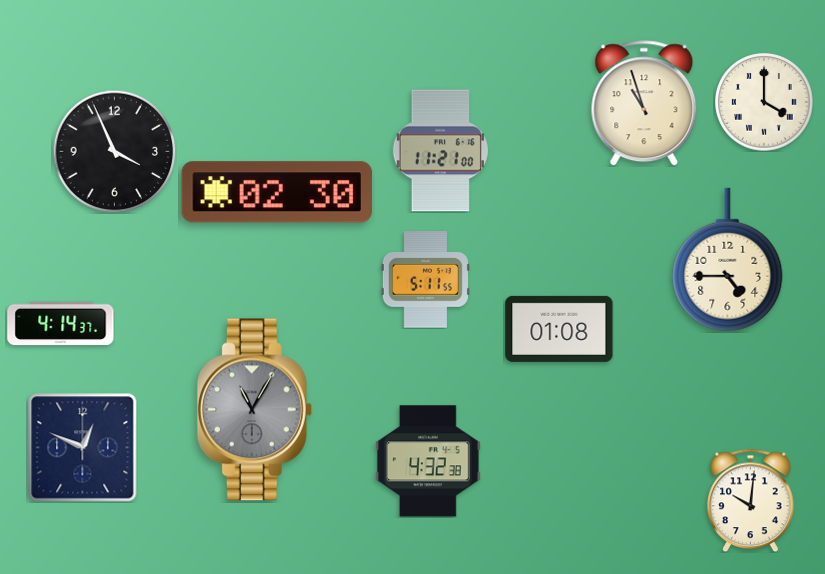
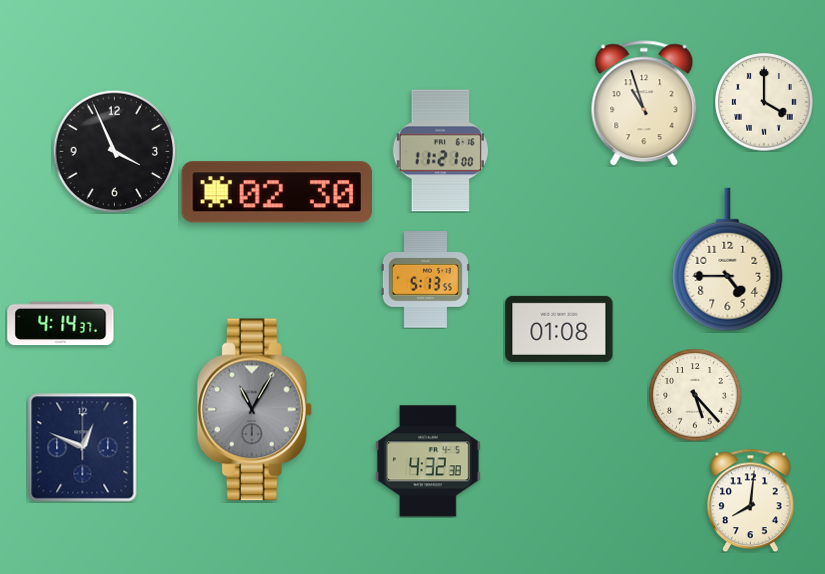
clock at (425, 280): 5:11 -> 5:13
clock at (695, 395): none -> 5:23
clock at (751, 500): 10:01 -> 8:01
